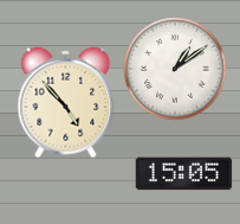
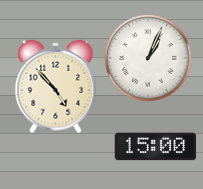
clock at (175, 69): 1:09 -> 1:04
clock at (183, 174): 15:05 -> 15:00
